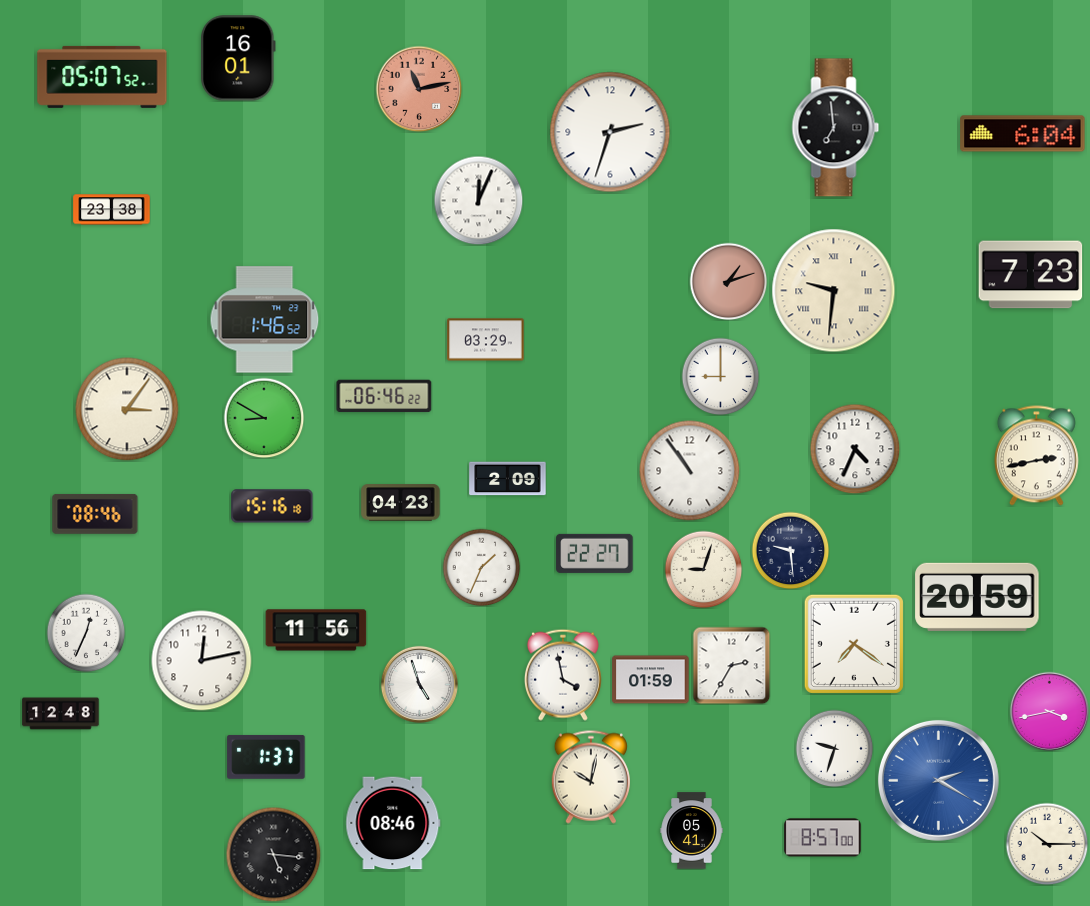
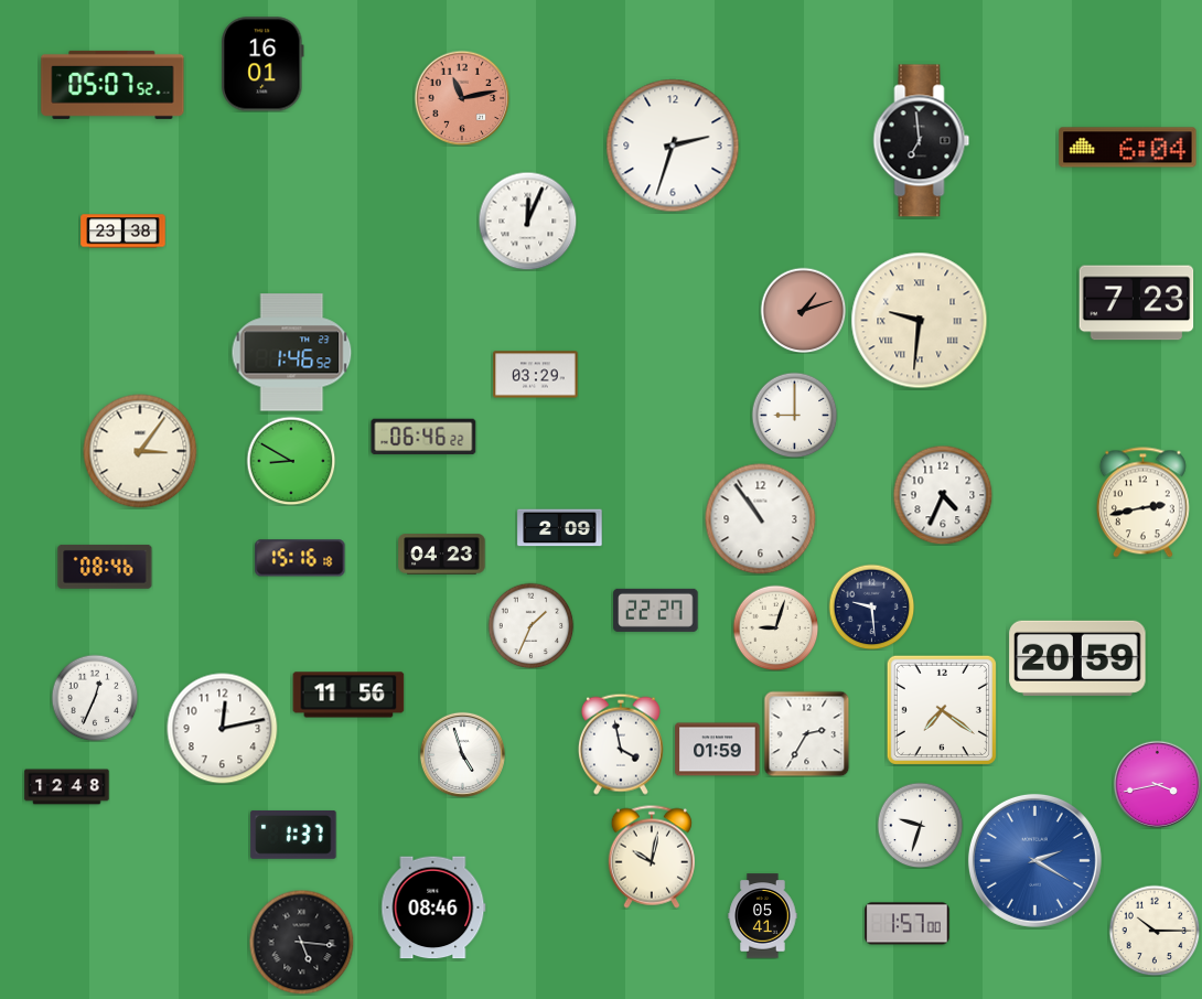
clock at (823, 838): 8:57 -> 1:57
